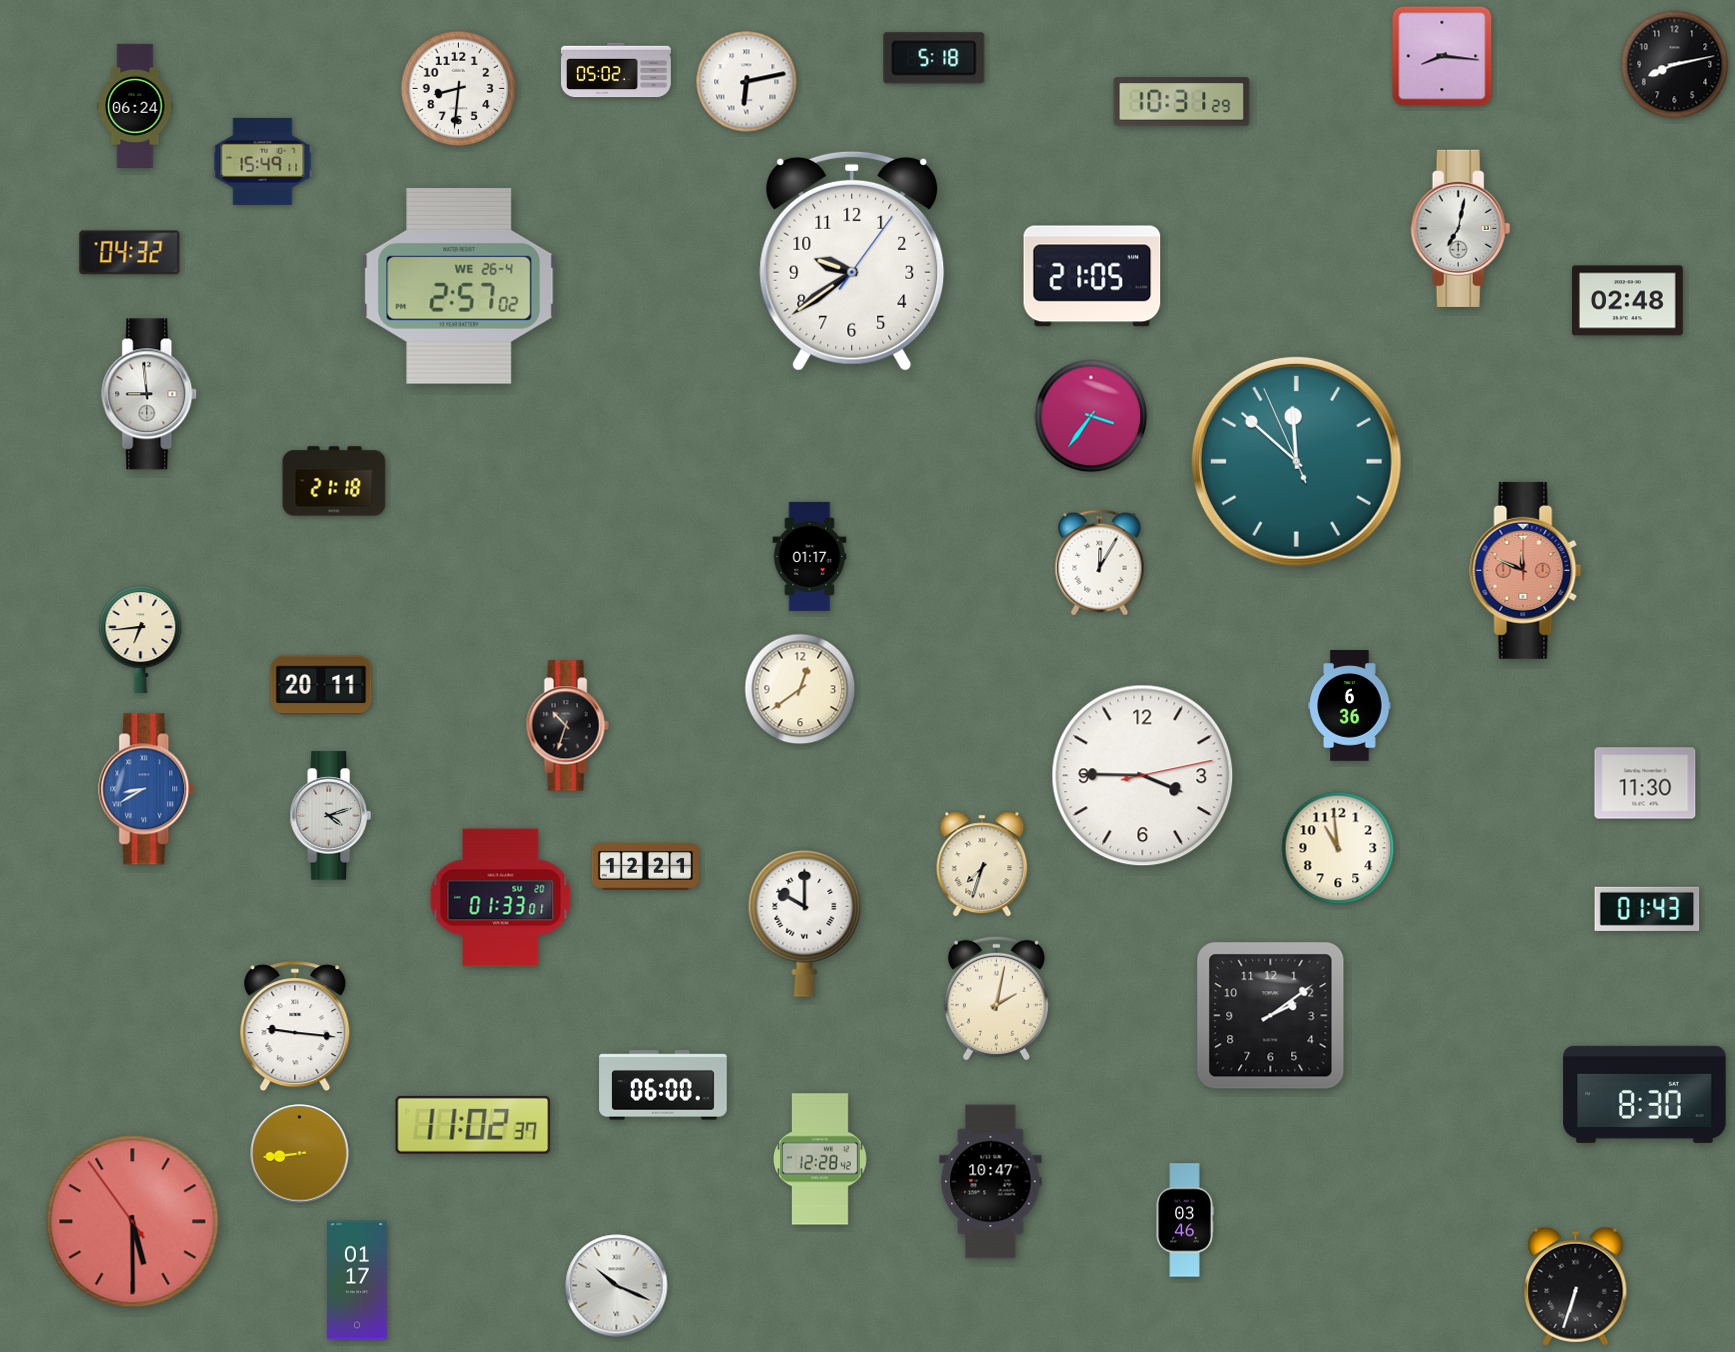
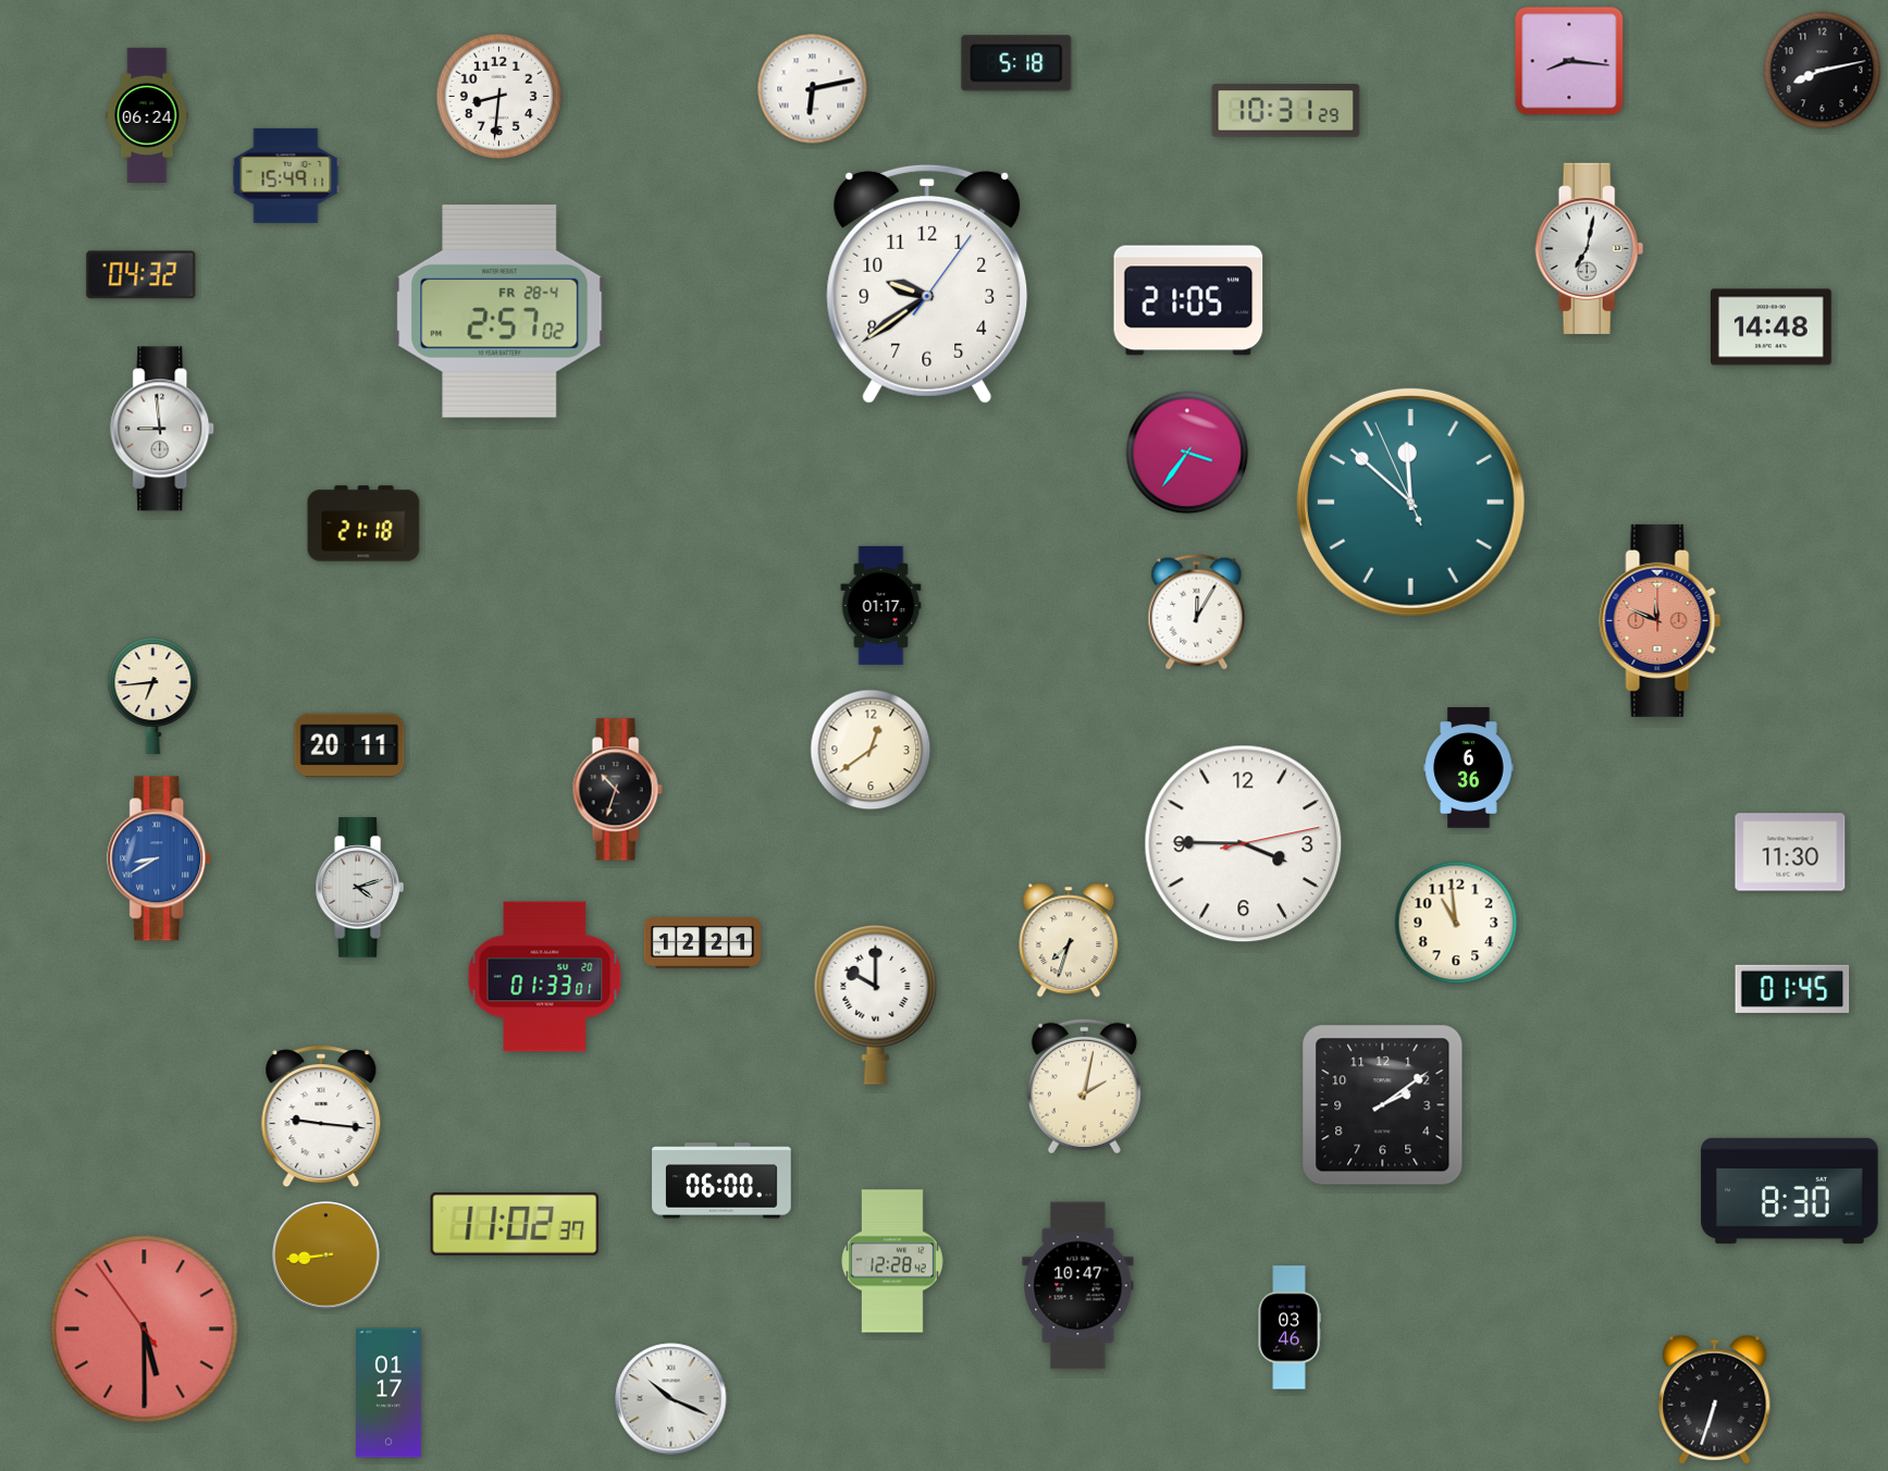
clock at (617, 70): 05:02 -> none
clock at (459, 286) date: WE 26-4 -> FR 28-4
clock at (1628, 301): 02:48 -> 14:48
clock at (1647, 909): 01:43 -> 01:45
